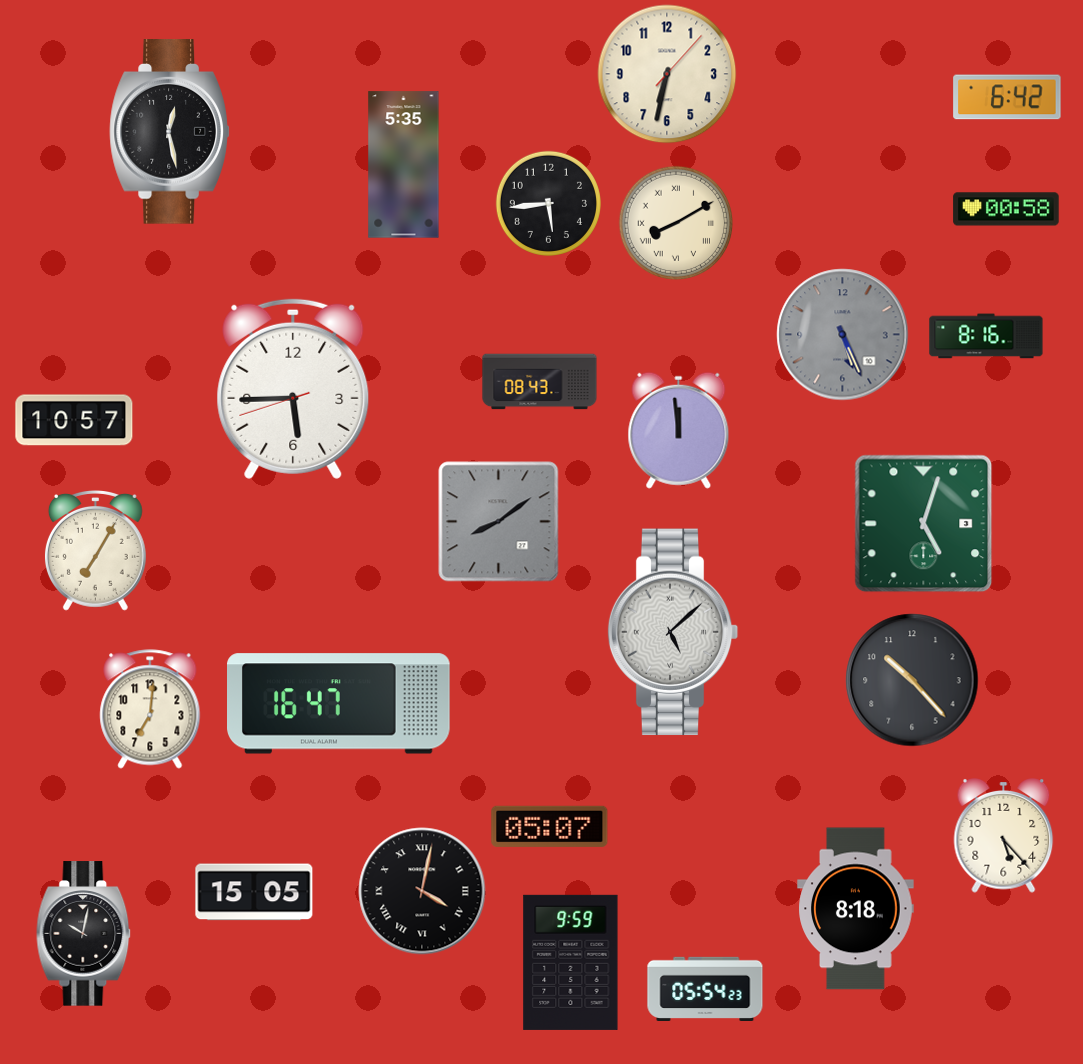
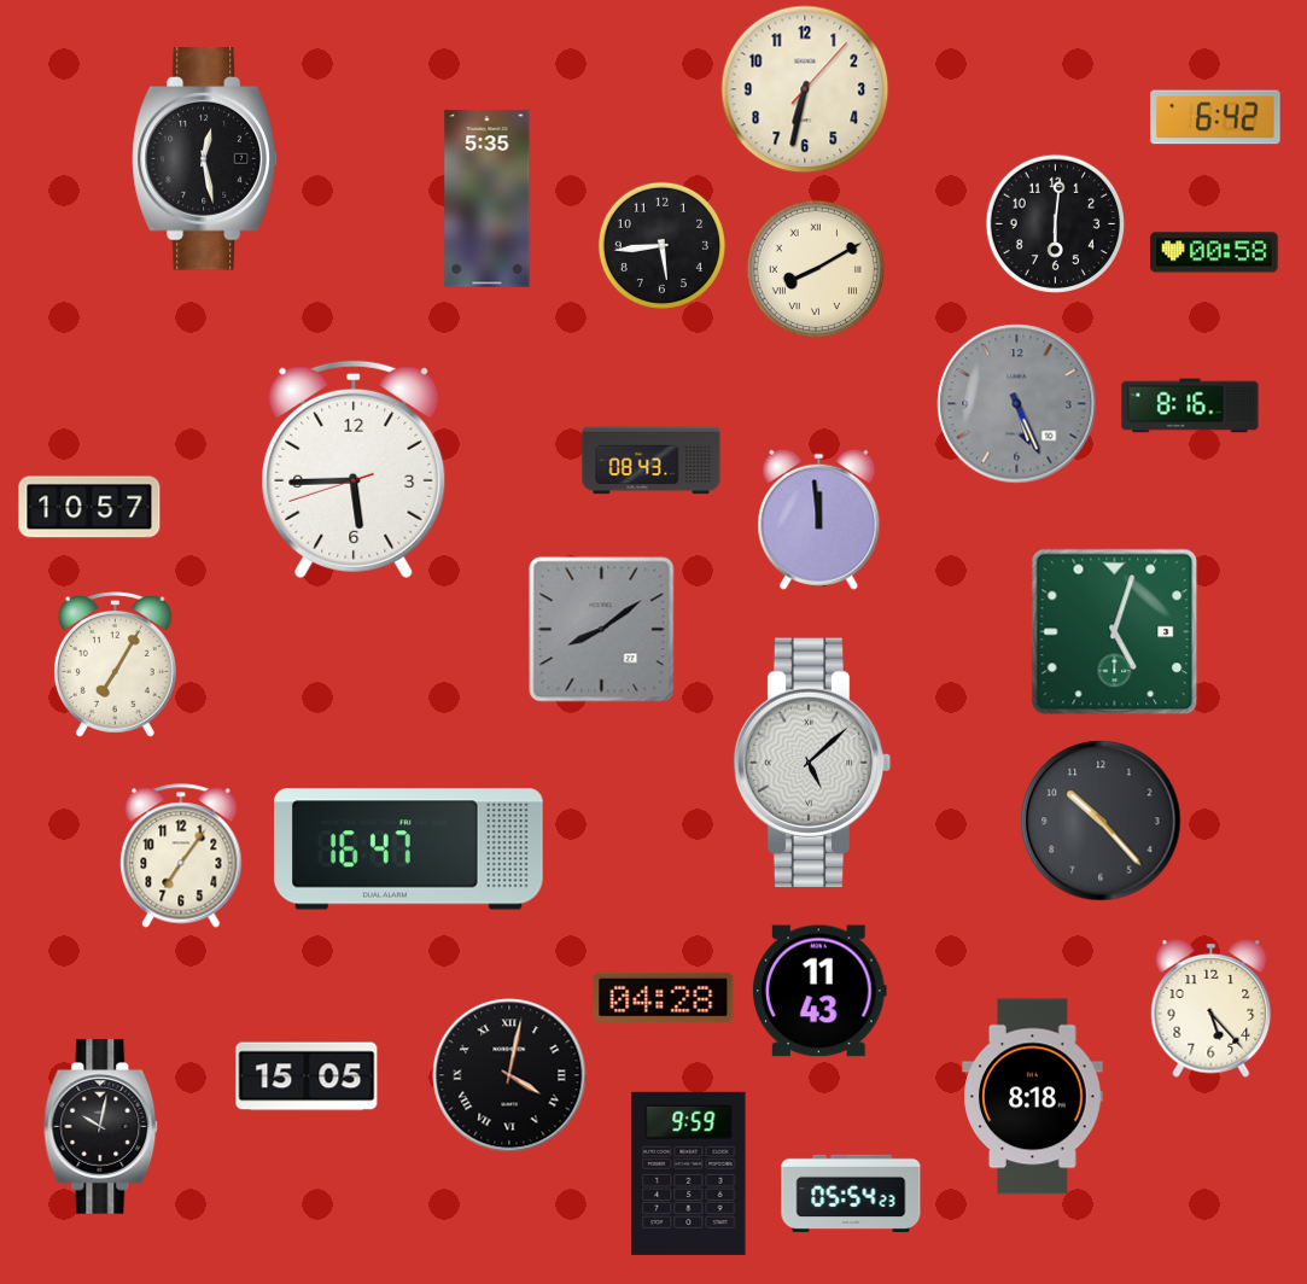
clock at (1056, 224): none -> 6:01
clock at (150, 709): 7:01 -> 7:06
clock at (819, 991): none -> 11:43
clock at (550, 826): 05:07 -> 04:28
clock at (571, 962) position: (571, 962) -> (689, 1173)
